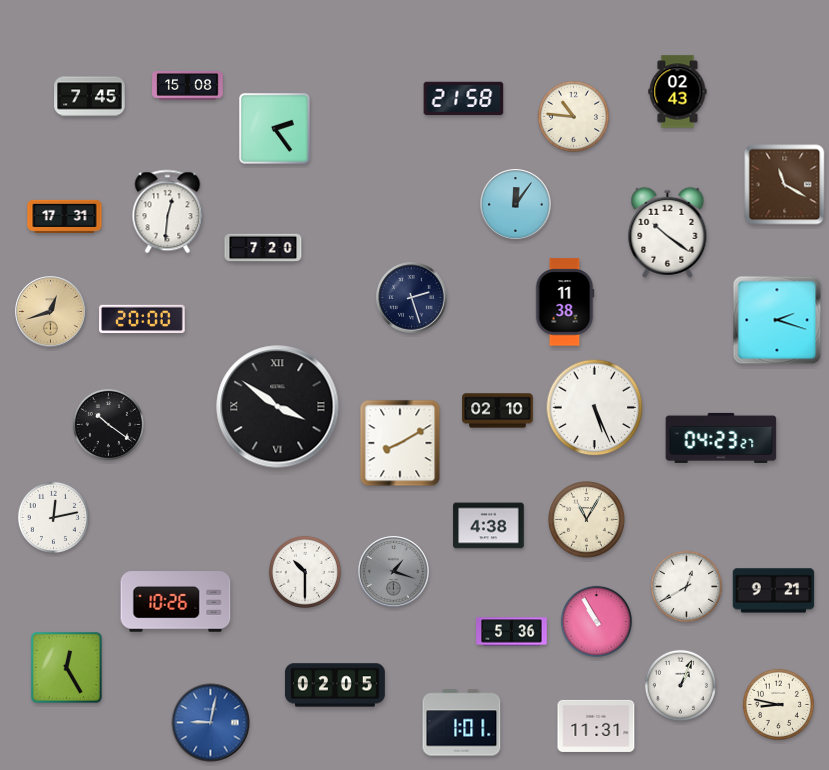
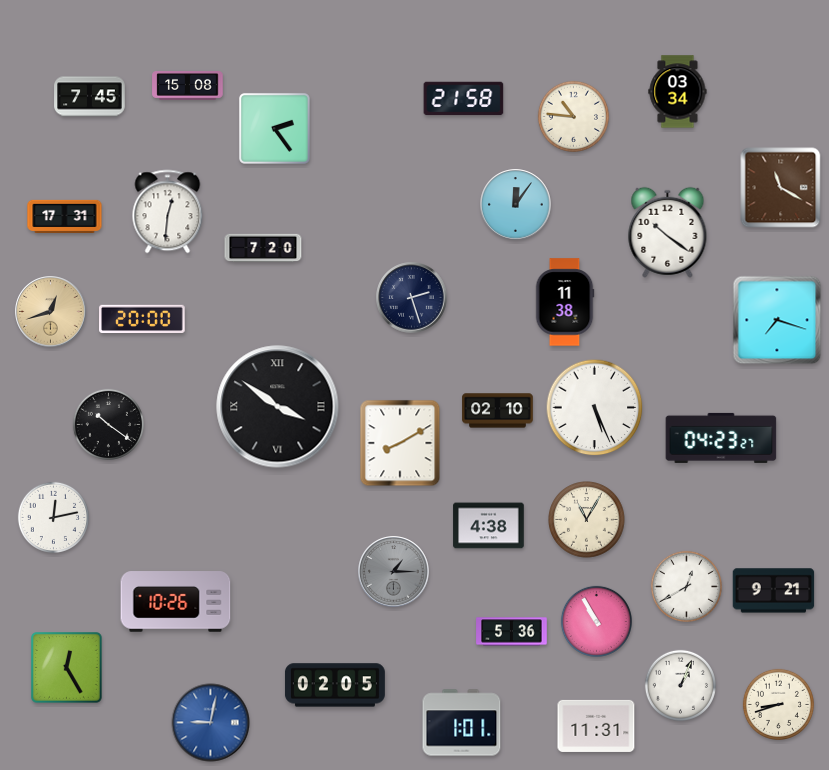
clock at (678, 92): 02:43 -> 03:34
clock at (785, 185) position: (785, 185) -> (781, 188)
clock at (777, 320): 2:18 -> 7:18
clock at (305, 572): 10:30 -> none
clock at (394, 572): 1:18 -> 1:15
clock at (778, 704): 8:47 -> 8:42
